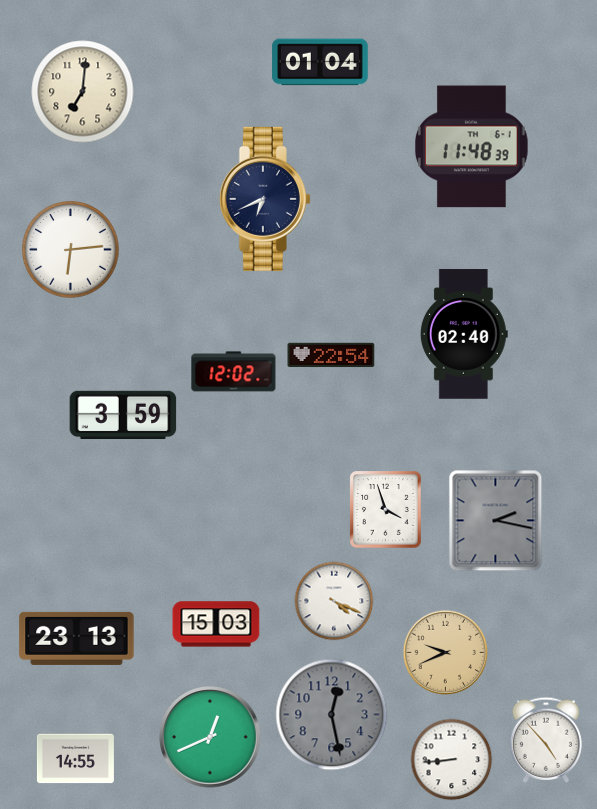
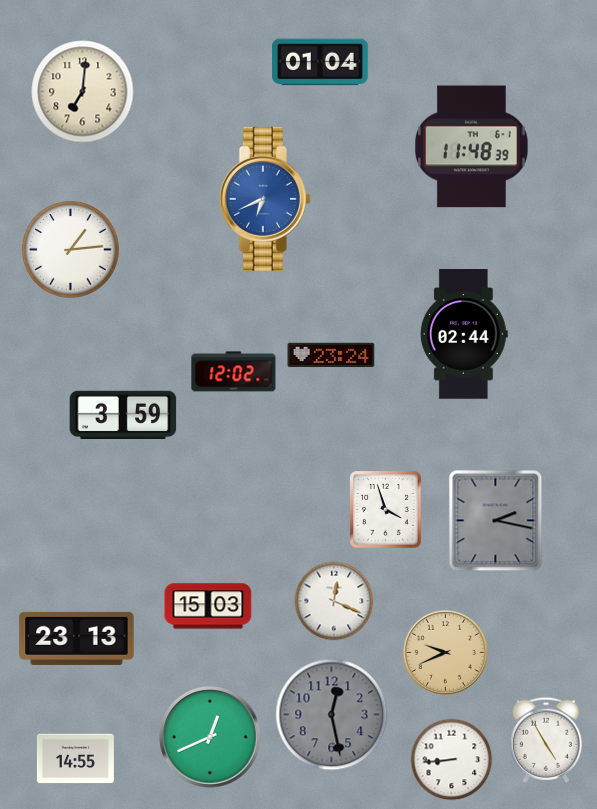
clock at (265, 199) dial: navy -> blue
clock at (71, 250): 6:14 -> 1:14
clock at (464, 334): 02:40 -> 02:44
clock at (331, 355): 22:54 -> 23:24
clock at (334, 601): 4:19 -> 12:19
clock at (216, 624) position: (216, 624) -> (208, 606)
clock at (546, 740): 4:53 -> 4:55
